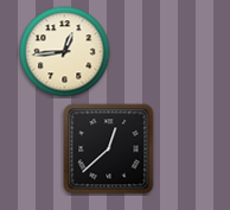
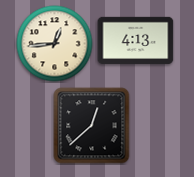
clock at (136, 40): none -> 4:13
